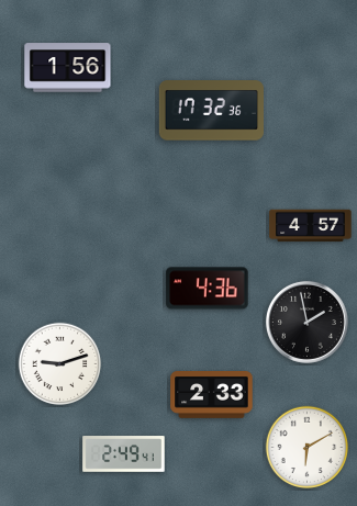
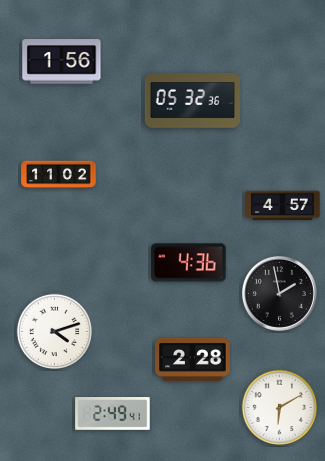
clock at (211, 111): 17:32 -> 05:32
clock at (59, 175): none -> 11:02
clock at (60, 364): 9:12 -> 4:12
clock at (212, 395): 2:33 -> 2:28
